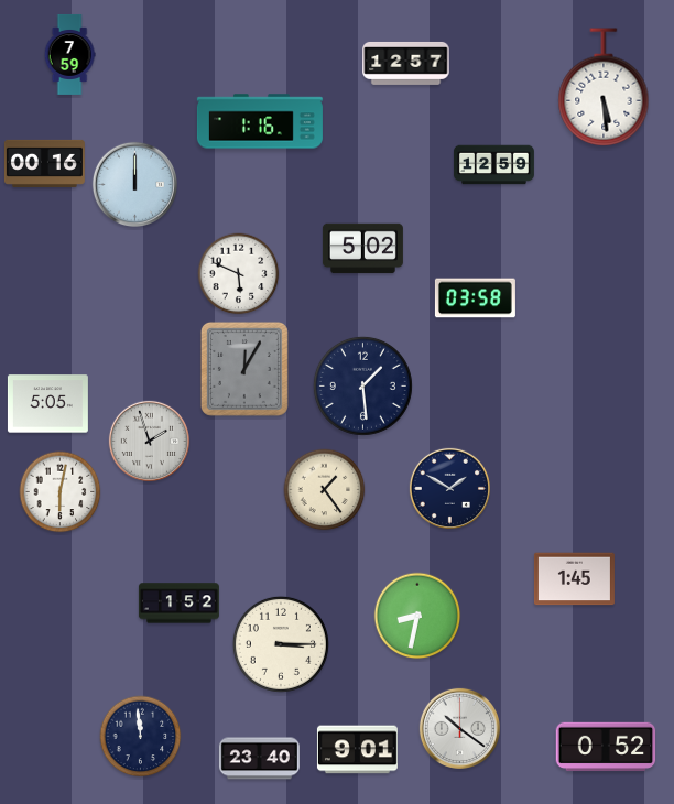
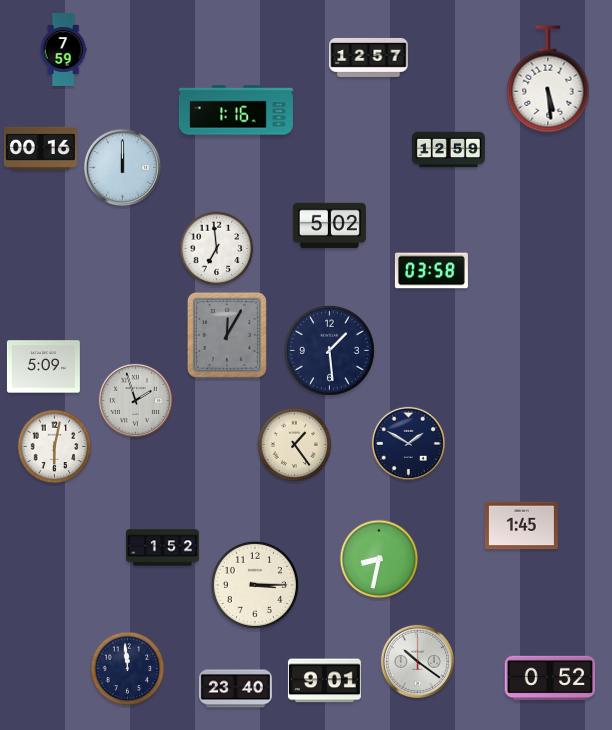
clock at (239, 274): 5:49 -> 6:59
clock at (244, 369) position: (244, 369) -> (227, 335)
clock at (47, 404): 5:05 -> 5:09
